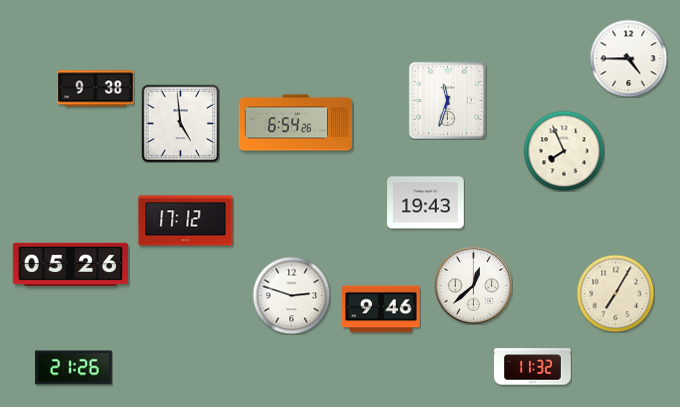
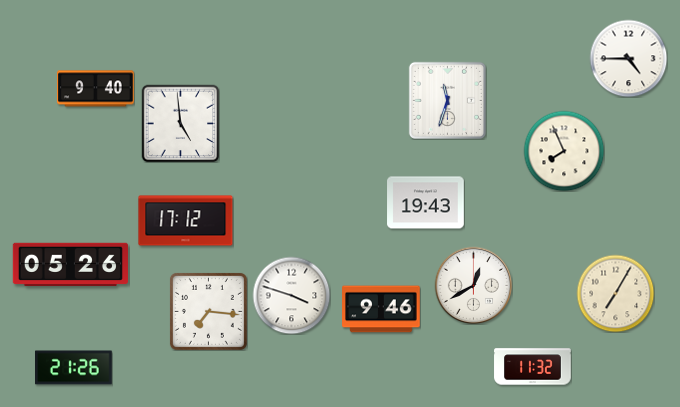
clock at (96, 89): 9:38 -> 9:40
clock at (296, 123): 6:54 -> none
clock at (473, 285): 12:38 -> 12:40
clock at (291, 295): 2:48 -> 3:48
clock at (208, 311): none -> 7:16
